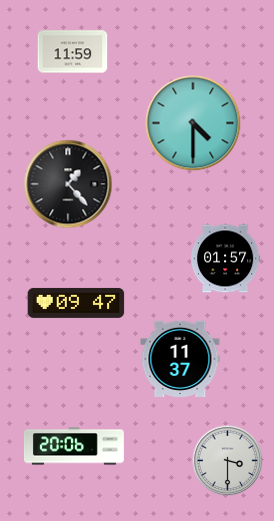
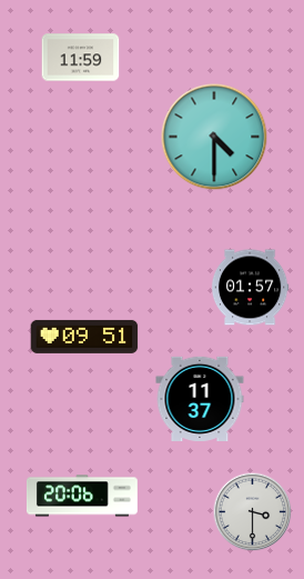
clock at (68, 184): 1:23 -> none
clock at (76, 303): 09:47 -> 09:51
